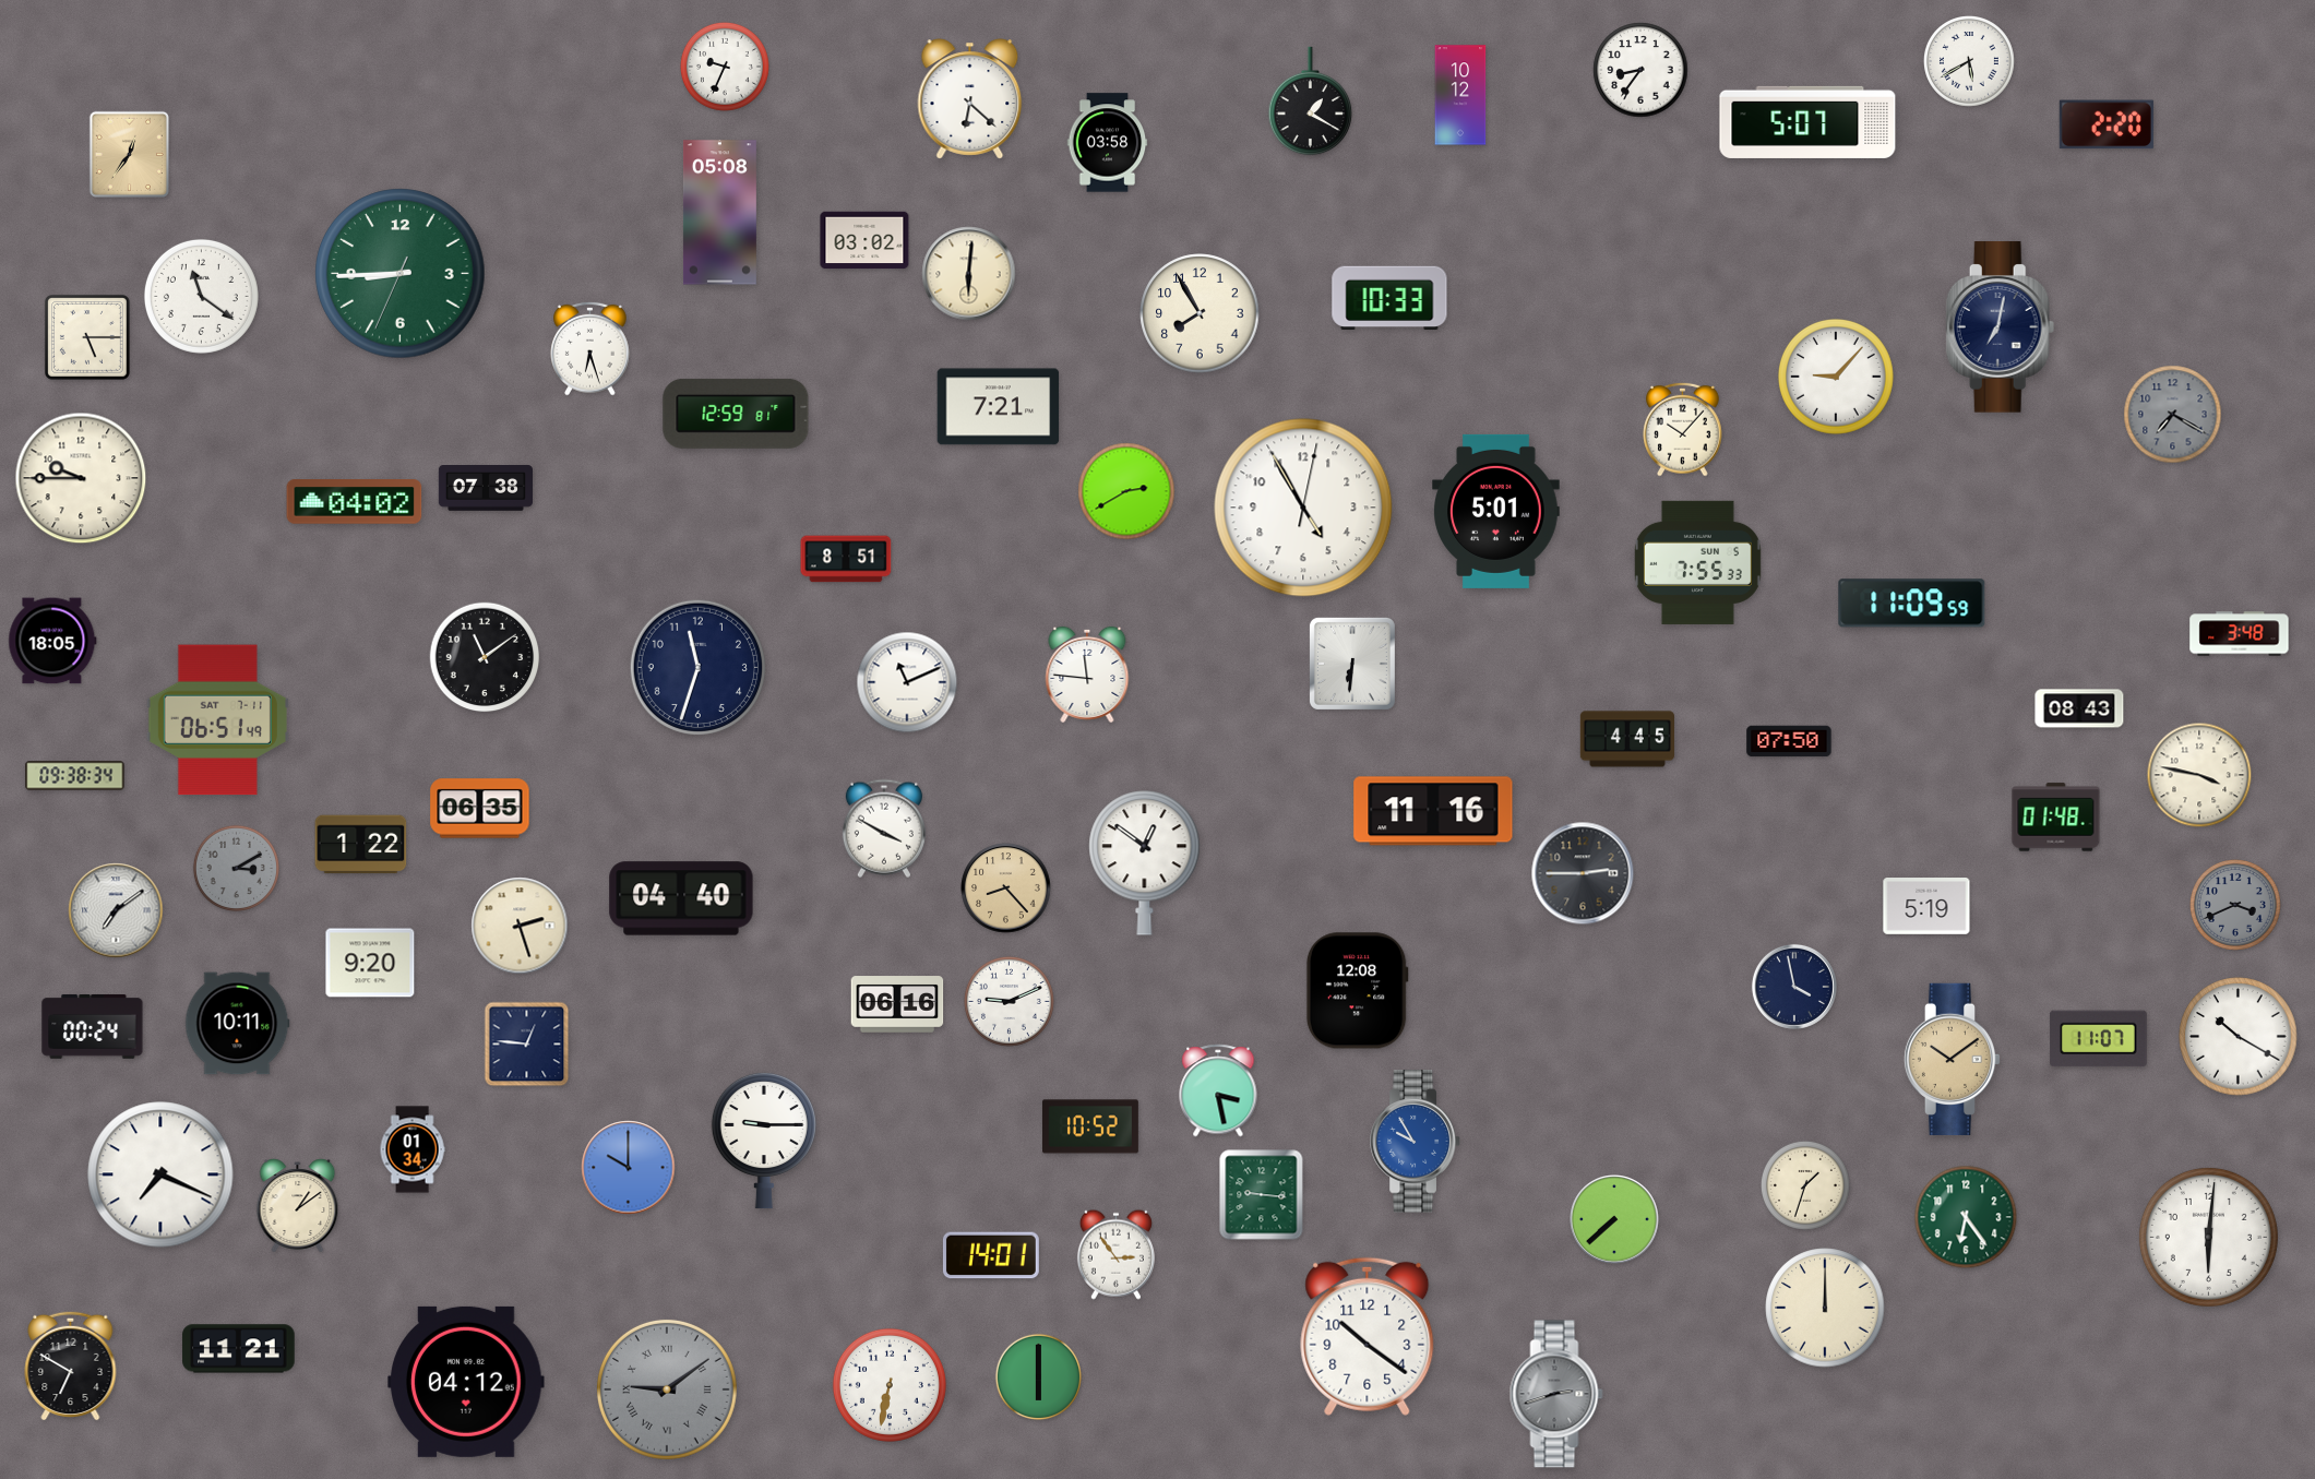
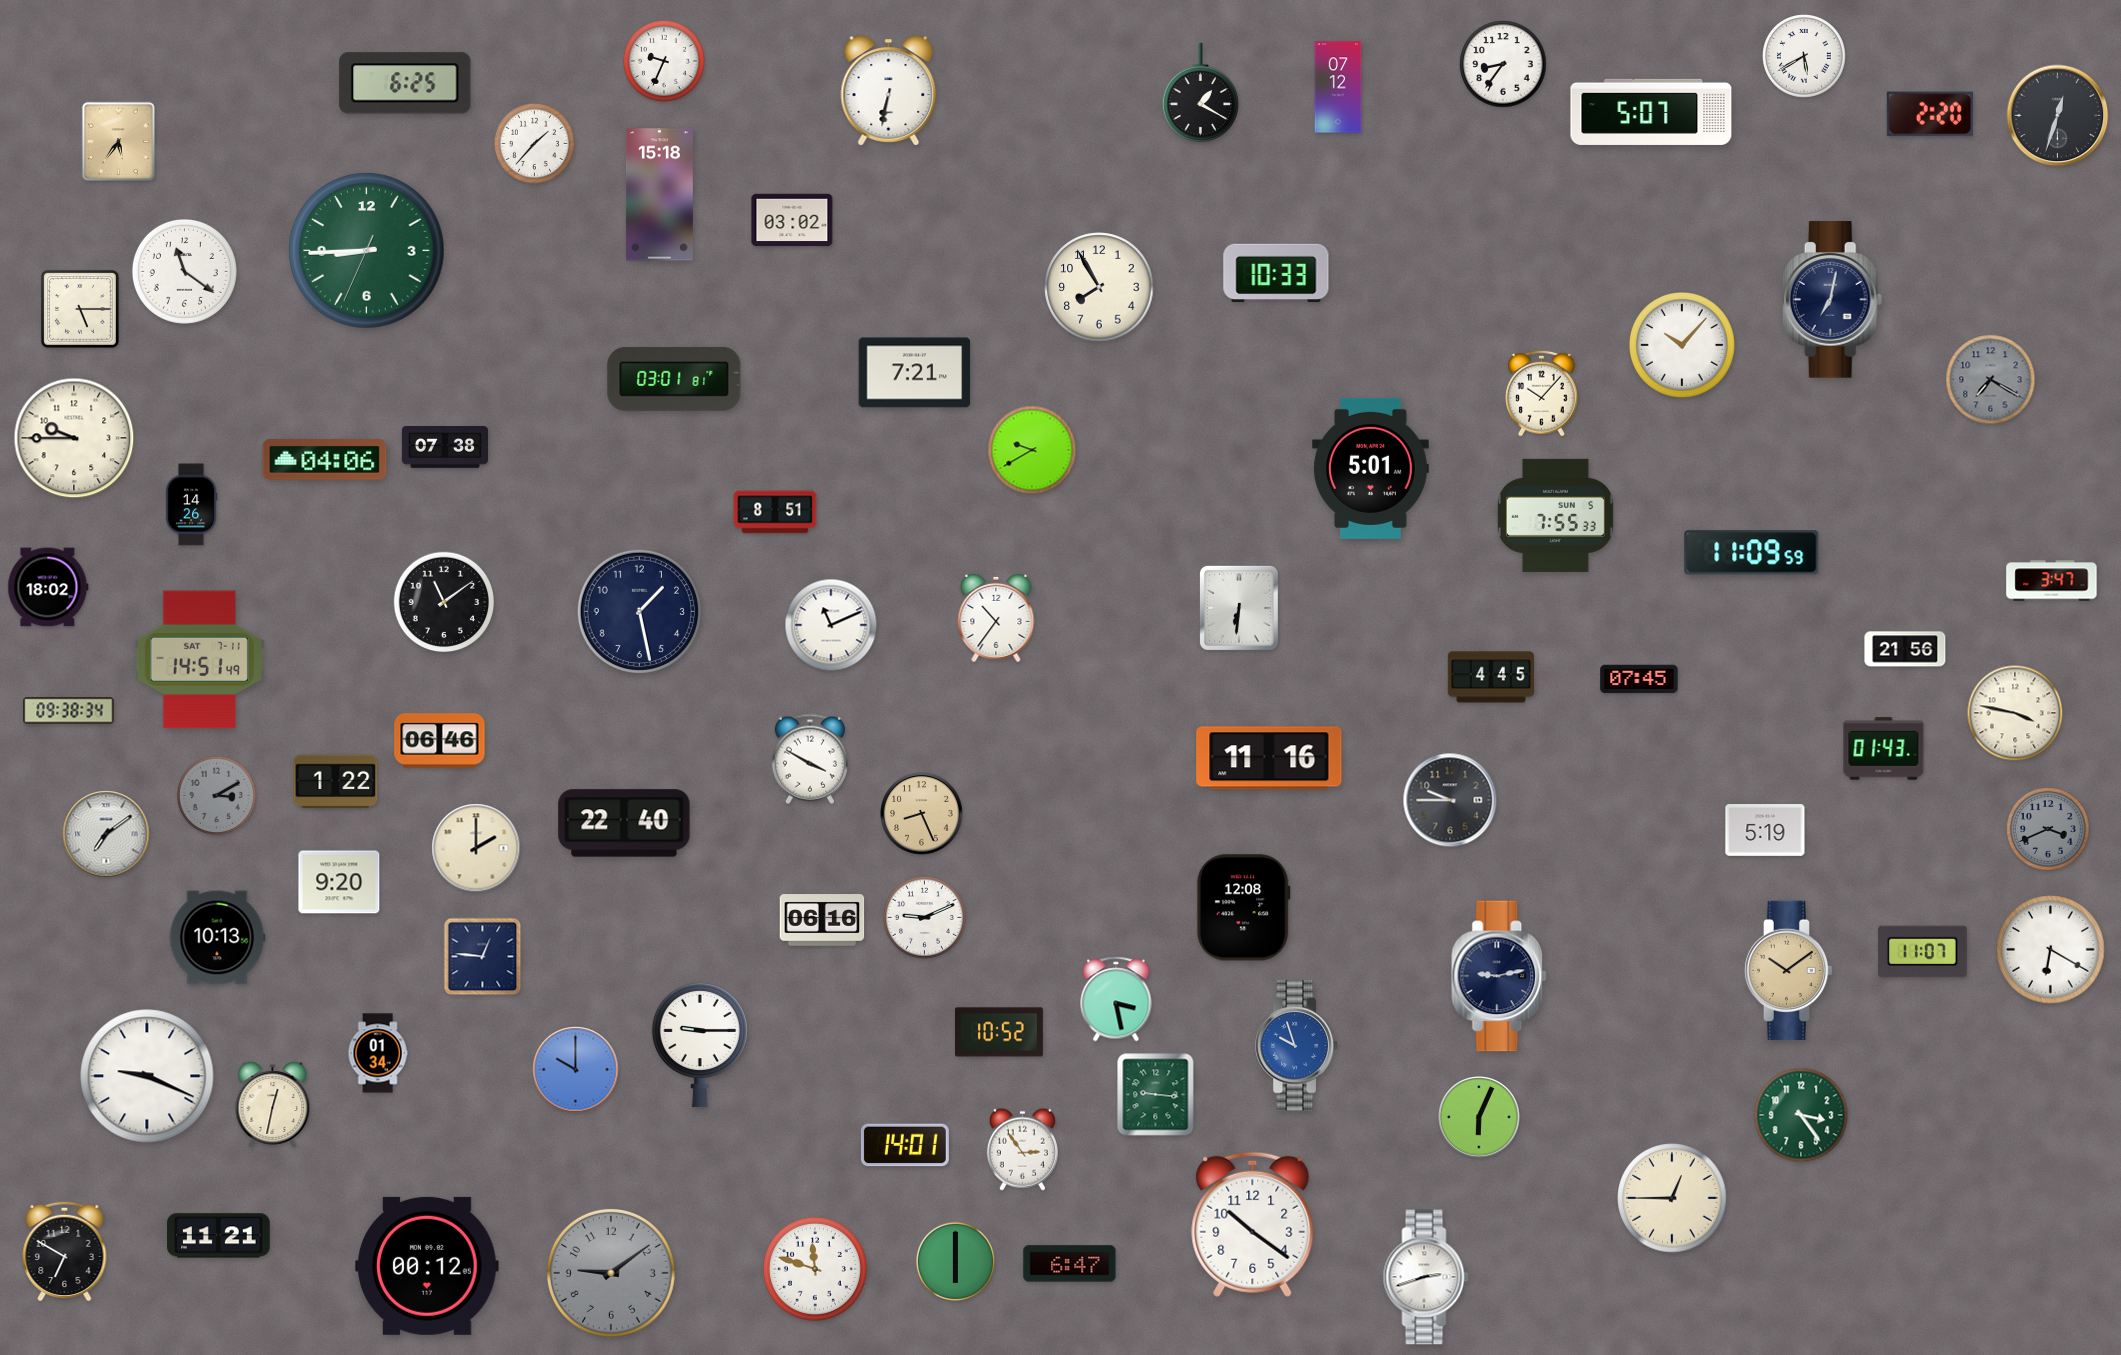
clock at (405, 83): none -> 6:25
clock at (1460, 95): 10:12 -> 07:12
clock at (970, 99): 6:22 -> 6:32
clock at (1807, 122) position: (1807, 122) -> (1651, 112)
clock at (2058, 116): none -> 12:33
clock at (1108, 143): 03:58 -> none
clock at (129, 154): 12:36 -> 5:36
clock at (534, 143): none -> 1:37
clock at (719, 213): 05:08 -> 15:18
clock at (969, 274): 6:01 -> none
clock at (1389, 298) position: (1389, 298) -> (1276, 273)
clock at (590, 348): 6:27 -> none
clock at (1836, 377): 9:07 -> 10:07
clock at (736, 414): 12:59 -> 03:01
clock at (1126, 491): 2:40 -> 9:40
clock at (355, 502): 04:02 -> 04:06
clock at (1303, 508): 4:55 -> none
clock at (191, 505): none -> 14:26
clock at (2240, 634): 3:48 -> 3:47
clock at (52, 641): 18:05 -> 18:02
clock at (697, 667): 11:33 -> 1:28
clock at (1087, 675): 11:46 -> 10:36
clock at (2079, 708): 08:43 -> 21:56
clock at (217, 720): 06:51 -> 14:51
clock at (1789, 741): 07:50 -> 07:45
clock at (2199, 775) position: (2199, 775) -> (2015, 713)
clock at (480, 809): 06:35 -> 06:46
clock at (1433, 811) position: (1433, 811) -> (1269, 758)
clock at (2056, 818): 01:48 -> 01:43
clock at (361, 845) position: (361, 845) -> (336, 782)
clock at (1145, 863): 12:51 -> none
clock at (1583, 873): 2:45 -> 9:45
clock at (1006, 888): 8:23 -> 8:26
clock at (681, 898): 04:40 -> 22:40
clock at (520, 926): 2:27 -> 2:00
clock at (1794, 987): 3:58 -> none
clock at (238, 1024): 10:11 -> 10:13
clock at (93, 1027): 00:24 -> none
clock at (2239, 1037): 10:20 -> 6:20
clock at (1500, 976): none -> 9:13
clock at (1416, 1142): 9:55 -> 9:57
clock at (160, 1174): 7:19 -> 9:19
clock at (1805, 1185): 1:33 -> none
clock at (298, 1206): 1:09 -> 12:32
clock at (1966, 1217): 6:24 -> 3:24
clock at (1614, 1219): 7:38 -> 6:04
clock at (2208, 1237): 6:01 -> none
clock at (991, 1255) position: (991, 1255) -> (905, 1145)
clock at (1825, 1308): 12:00 -> 12:45
clock at (1038, 1376) position: (1038, 1376) -> (955, 1261)
clock at (1070, 1264): none -> 6:47
clock at (466, 1382): 04:12 -> 00:12
clock at (890, 1385): 6:32 -> 11:48
clock at (667, 1389) numerals: Roman -> Arabic
clock at (1556, 1394) dial: grey -> white
